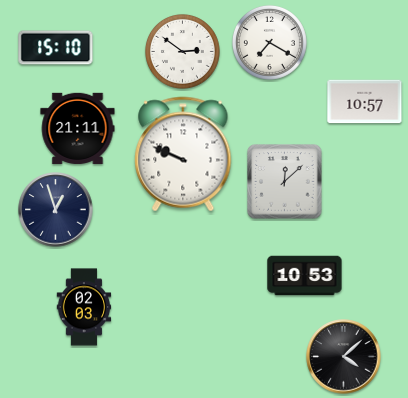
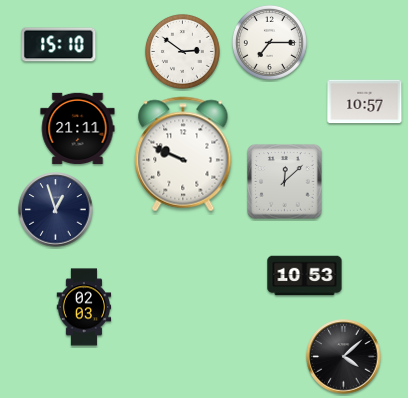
clock at (269, 42): 7:20 -> 7:15
clock at (56, 48) position: (56, 48) -> (59, 45)
